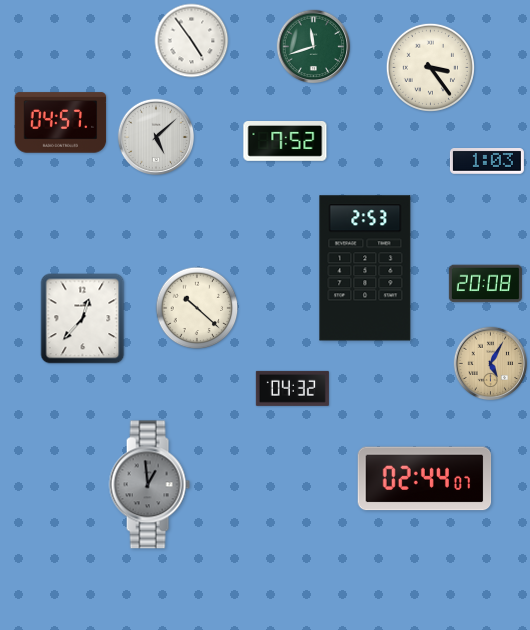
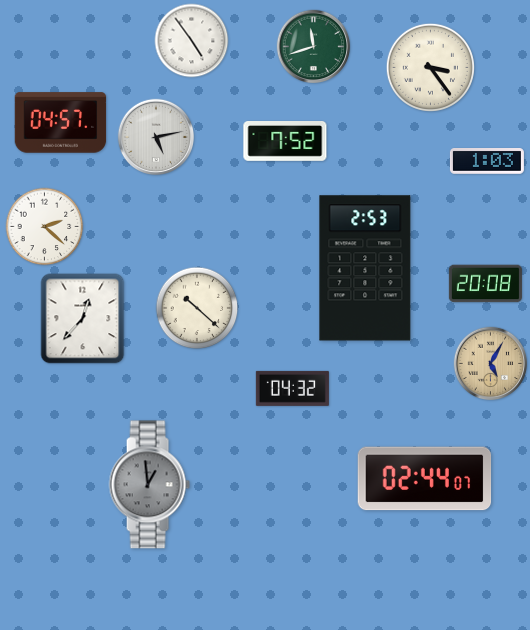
clock at (156, 137): 5:08 -> 5:13
clock at (45, 227): none -> 2:22
